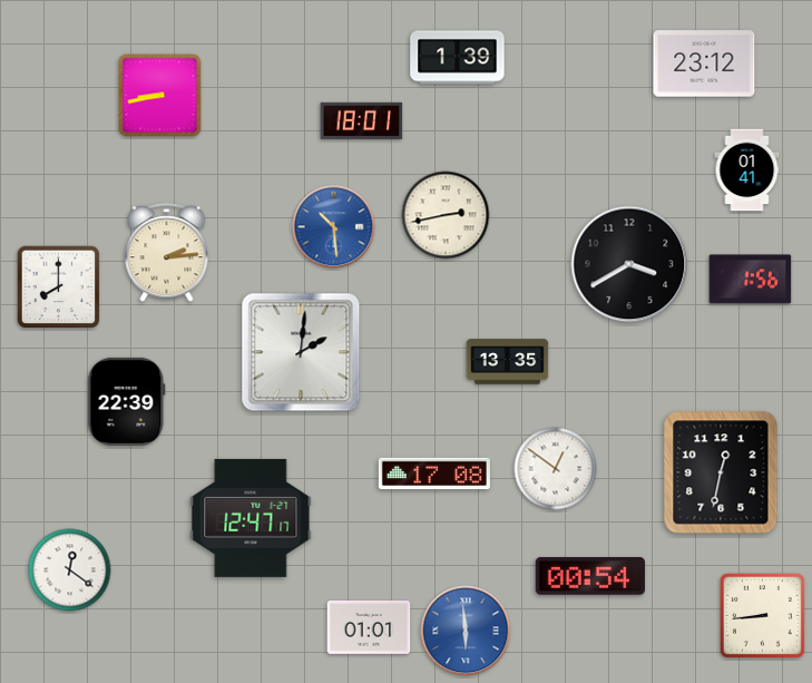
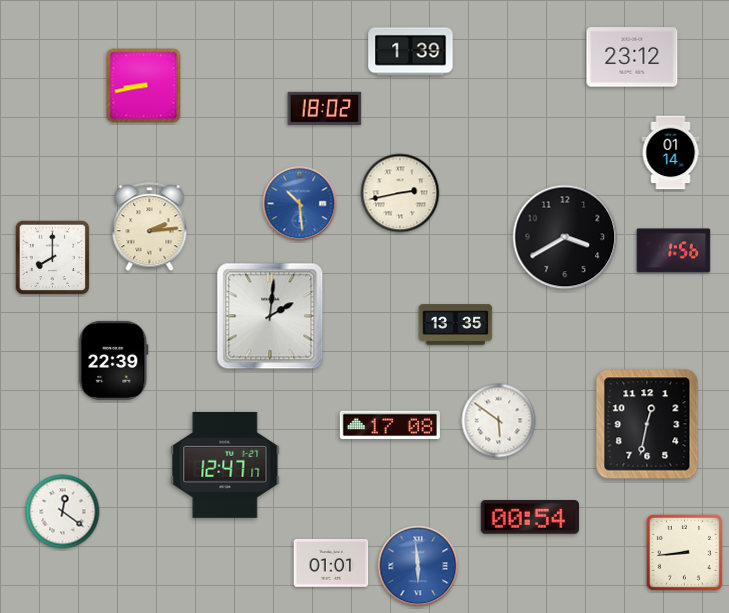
clock at (362, 120): 18:01 -> 18:02
clock at (747, 170): 01:41 -> 01:14
clock at (556, 469): 12:51 -> 5:51
